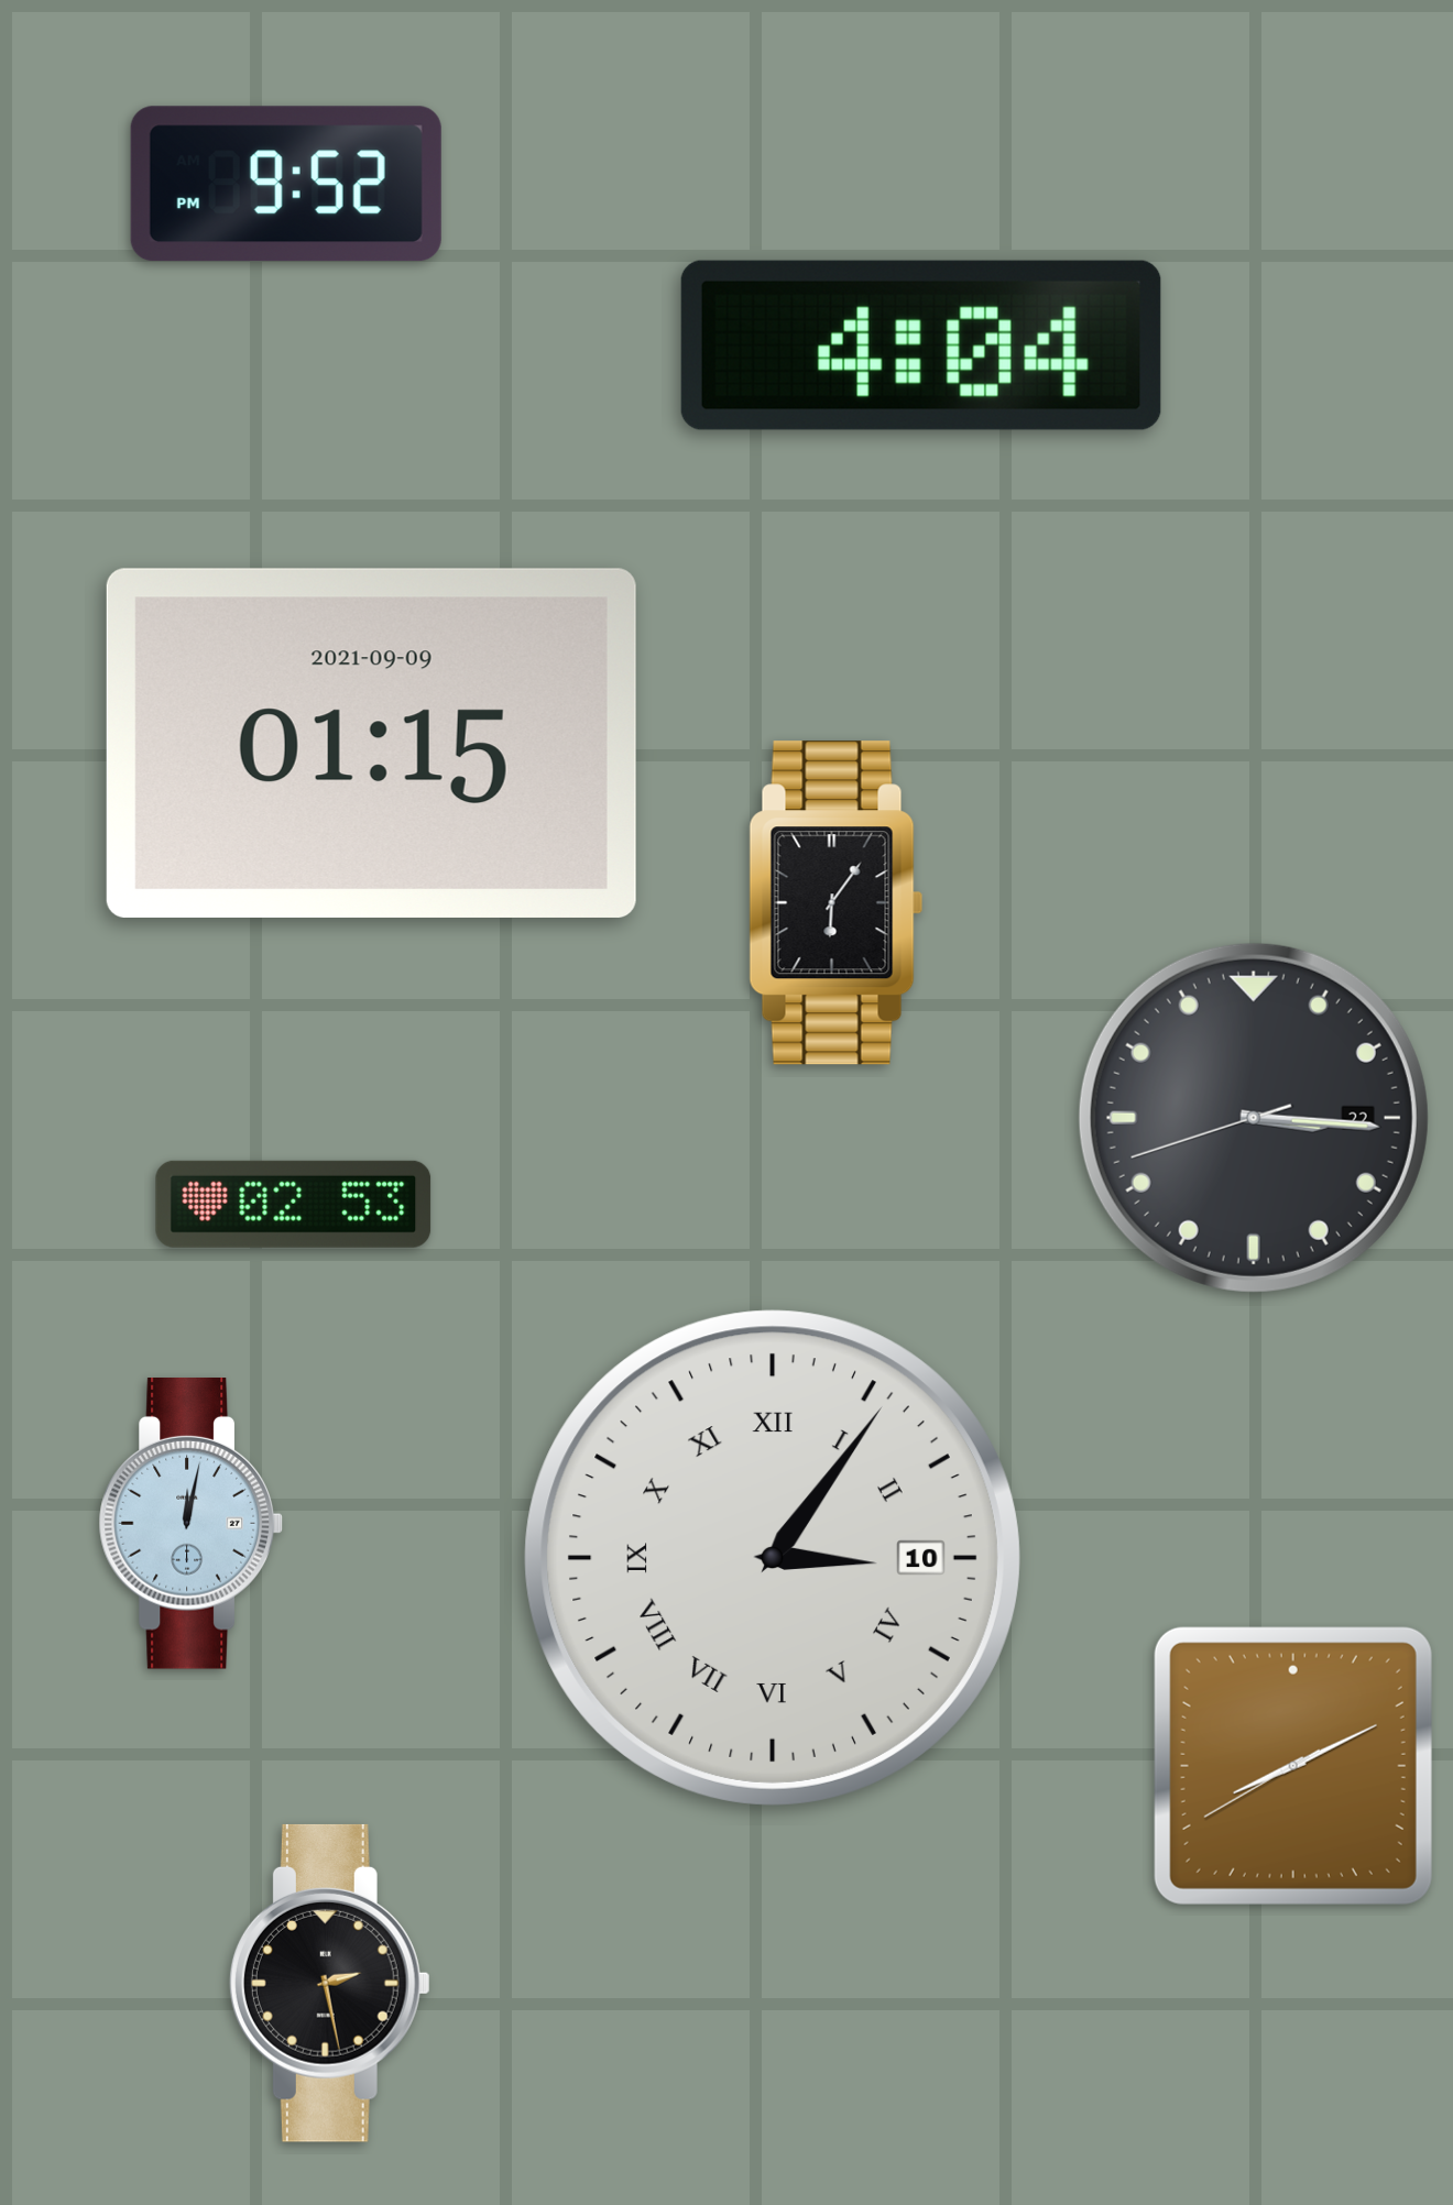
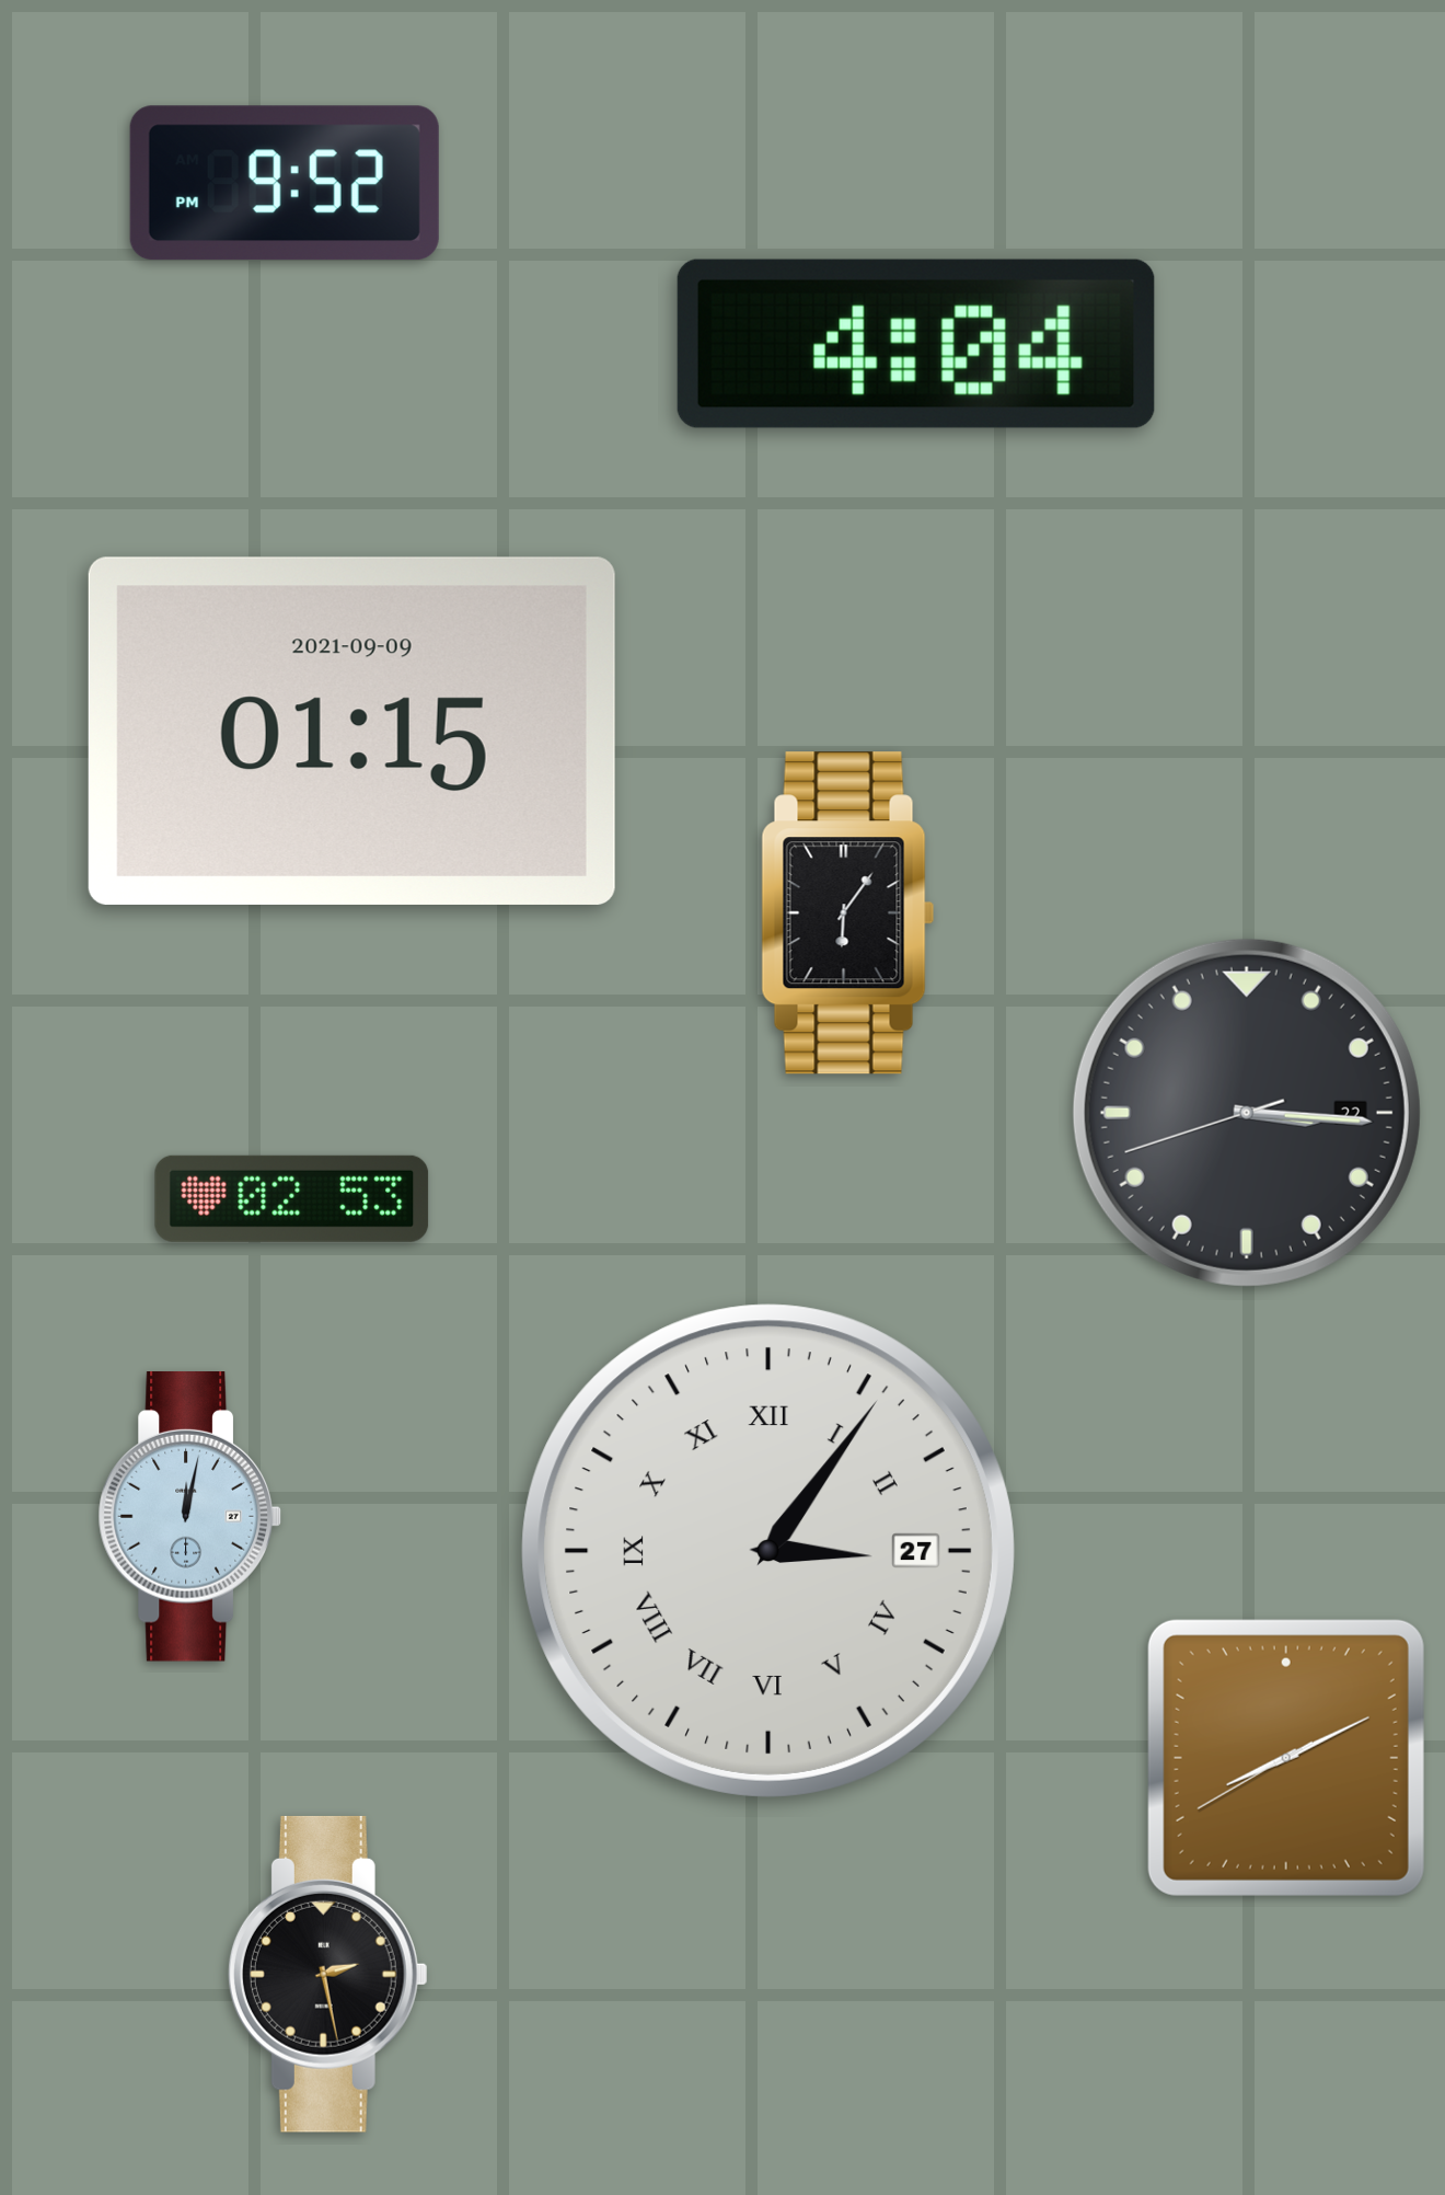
clock at (371, 743) position: (371, 743) -> (351, 731)
clock at (837, 903) position: (837, 903) -> (848, 913)
clock at (773, 1558) date: 10 -> 27
